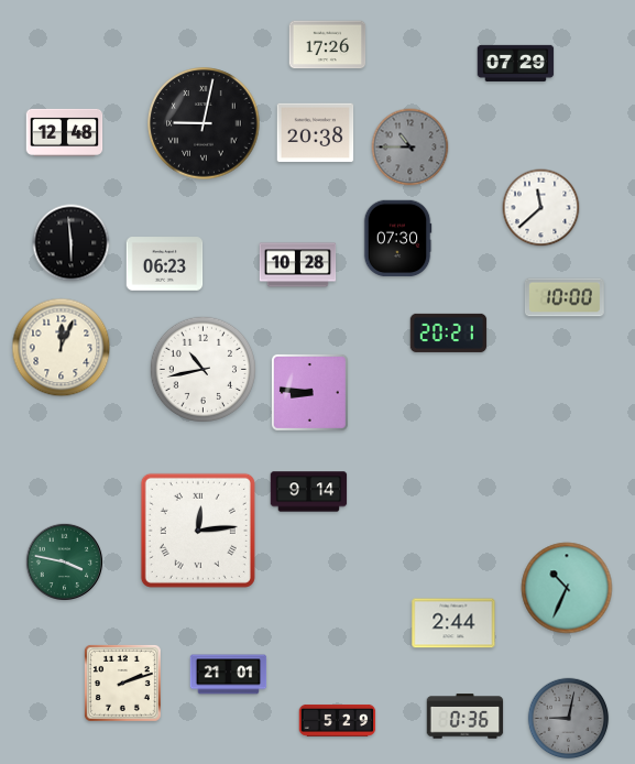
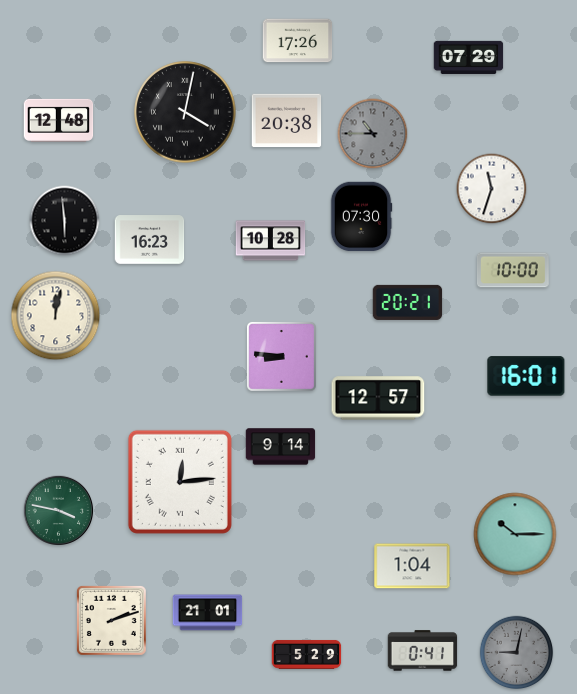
clock at (204, 123): 9:02 -> 4:02
clock at (541, 208): 11:38 -> 11:33
clock at (165, 264): 06:23 -> 16:23
clock at (62, 348): 12:04 -> 12:02
clock at (202, 369): 10:43 -> none
clock at (526, 376): none -> 16:01
clock at (378, 398): none -> 12:57
clock at (567, 588): 10:34 -> 10:15
clock at (453, 623): 2:44 -> 1:04
clock at (466, 717): 0:36 -> 0:41
